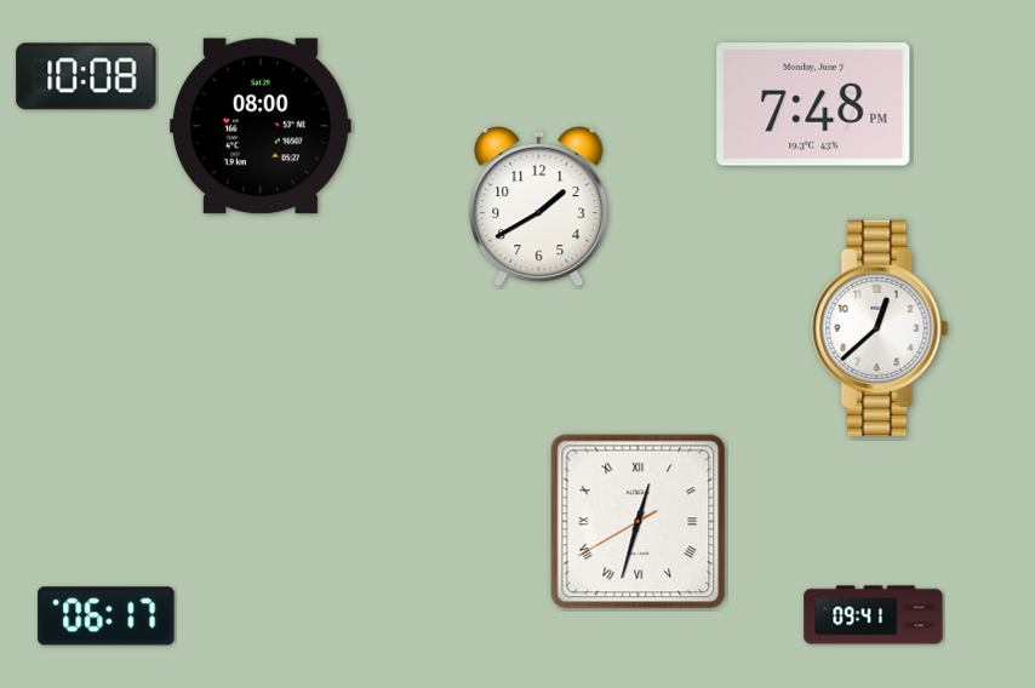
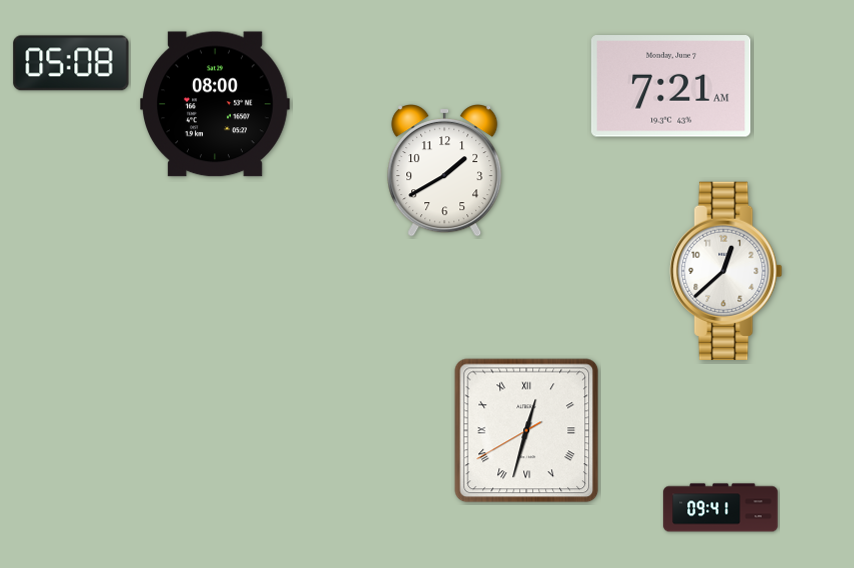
clock at (86, 76): 10:08 -> 05:08
clock at (813, 104): 7:48 -> 7:21
clock at (107, 617): 06:17 -> none
